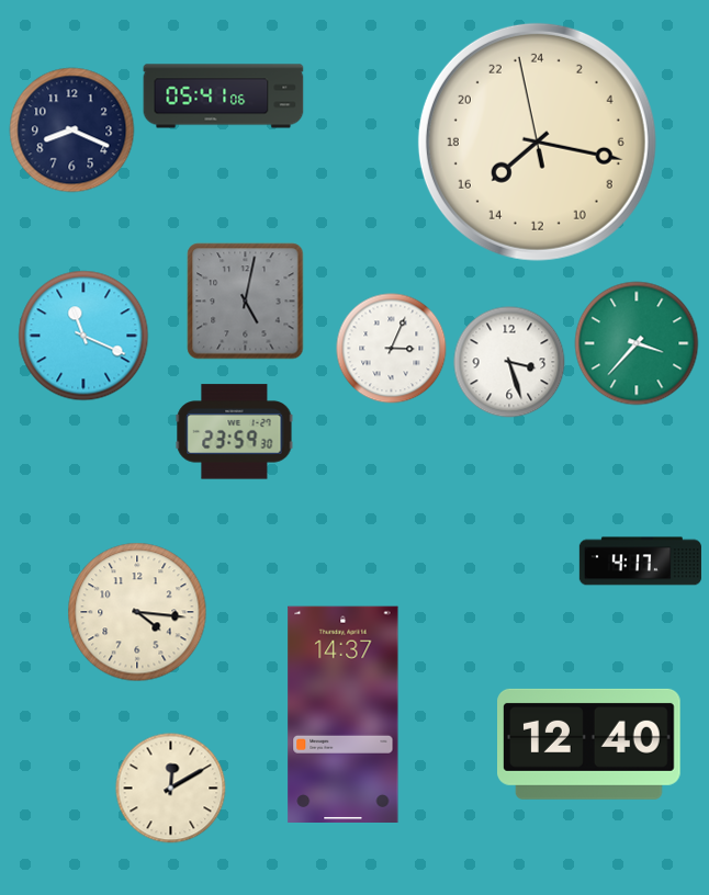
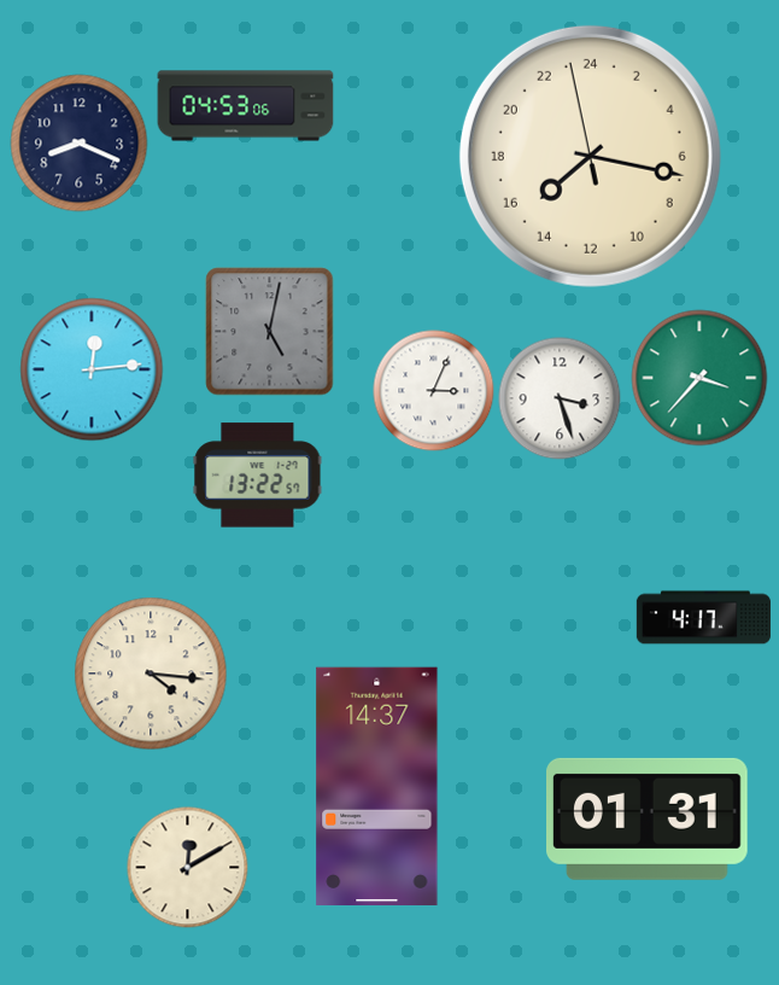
clock at (224, 97): 05:41 -> 04:53
clock at (83, 336): 11:19 -> 12:14
clock at (392, 349) position: (392, 349) -> (434, 391)
clock at (235, 432): 23:59 -> 13:22
clock at (589, 744): 12:40 -> 01:31
